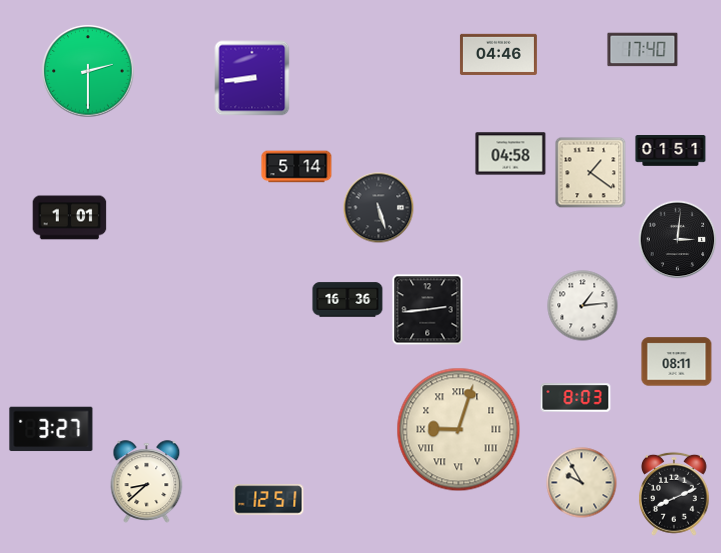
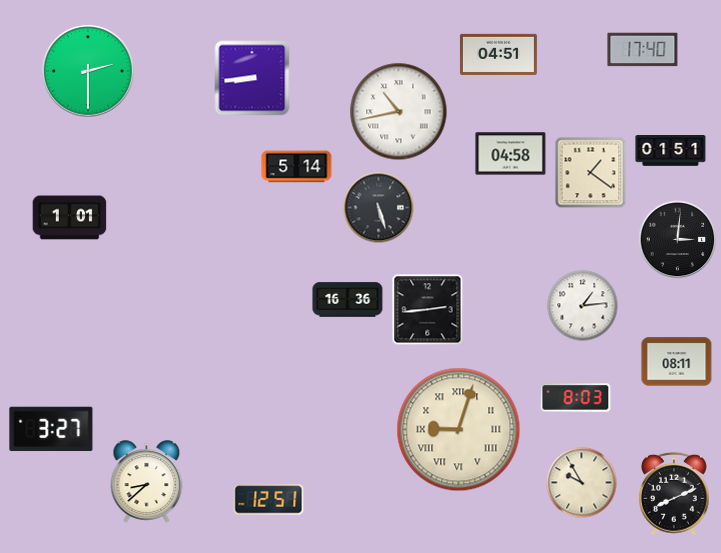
clock at (498, 54): 04:46 -> 04:51
clock at (399, 112): none -> 10:43
